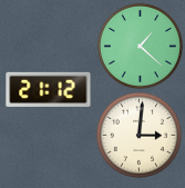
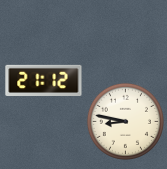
clock at (140, 46): 1:22 -> none
clock at (138, 135): 3:01 -> 8:47
